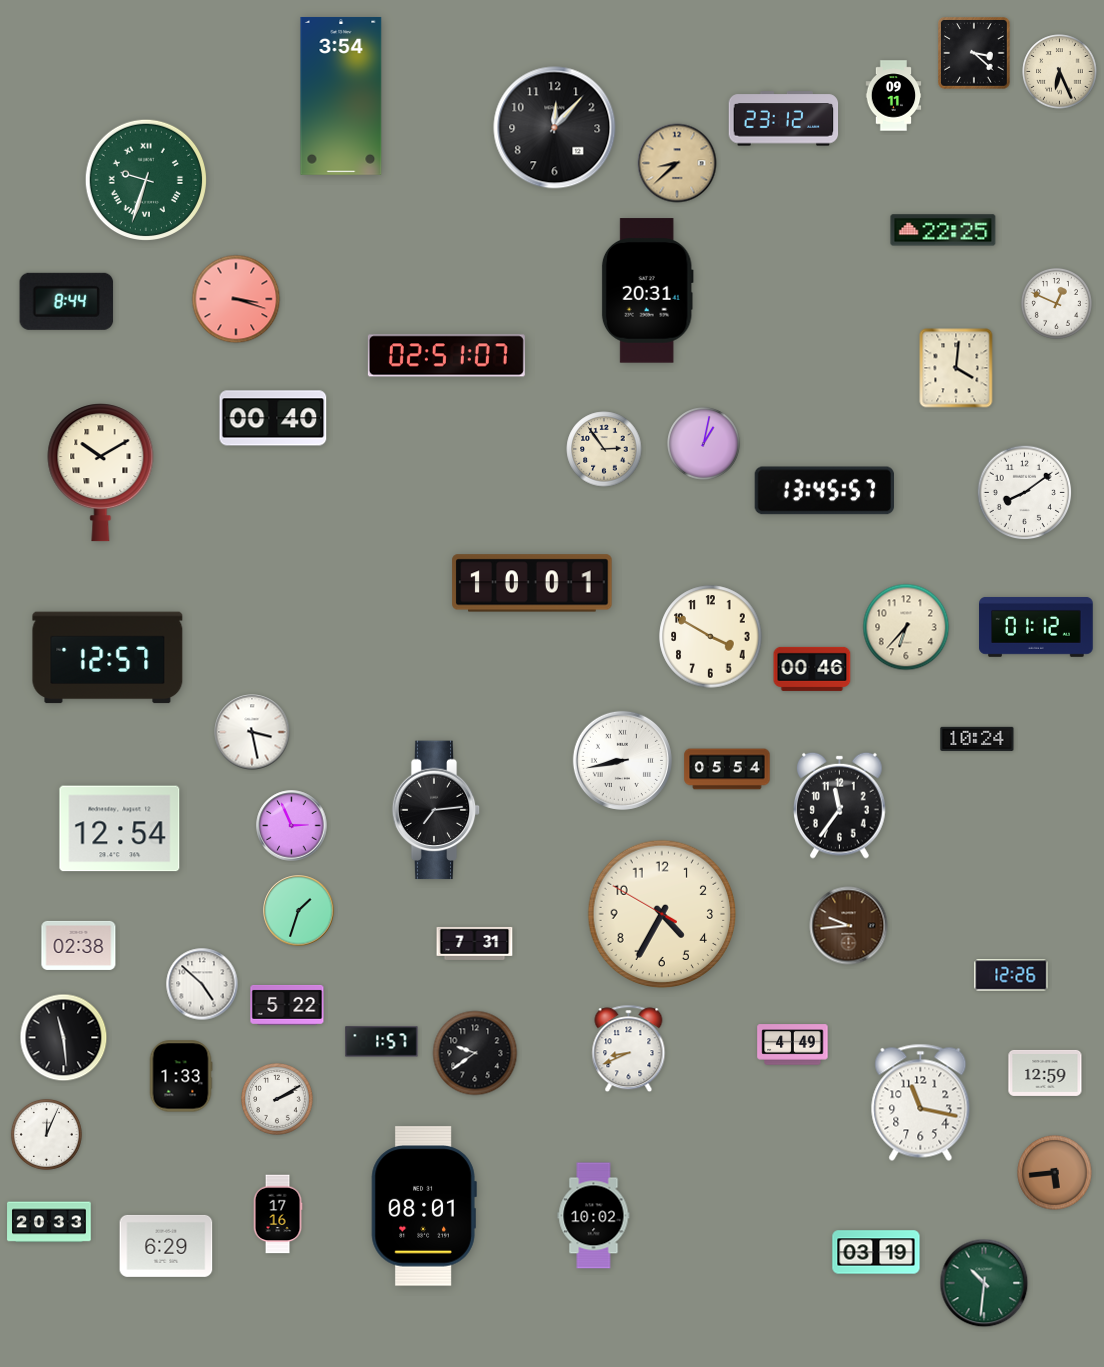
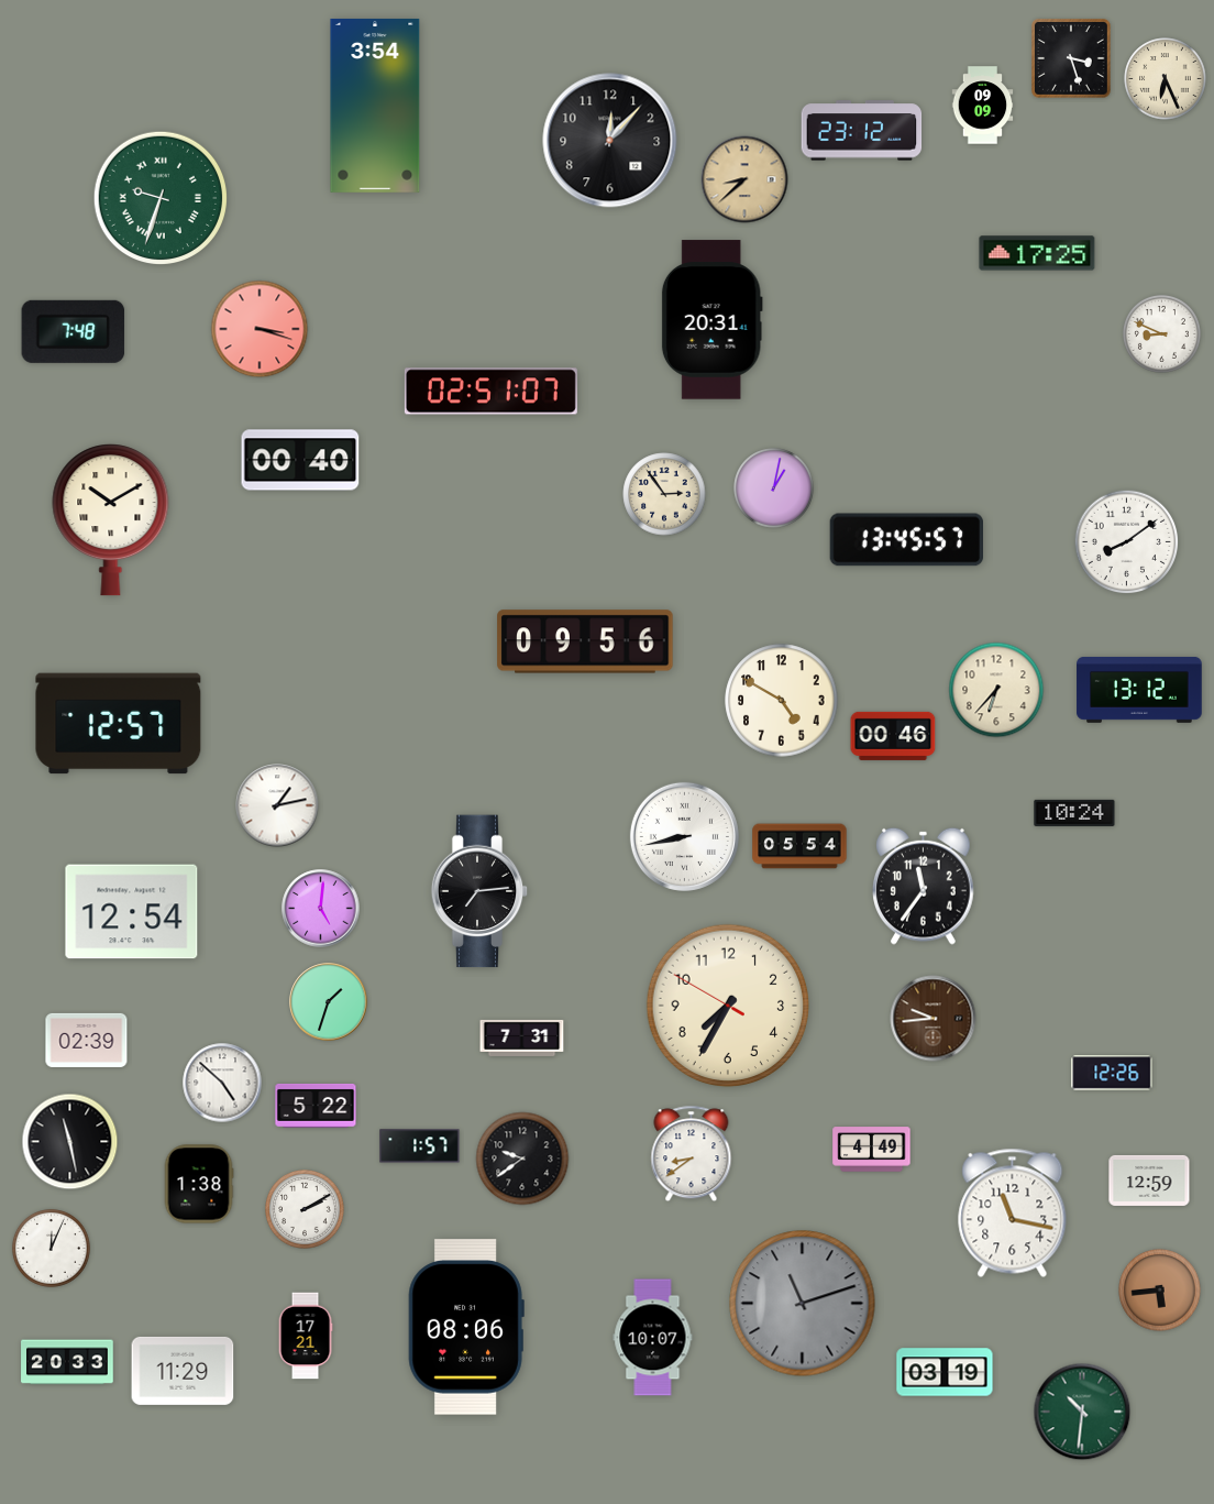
clock at (974, 53): 3:22 -> 3:27
clock at (894, 96): 09:11 -> 09:09
clock at (943, 230): 22:25 -> 17:25
clock at (67, 301): 8:44 -> 7:48
clock at (1056, 303): 12:49 -> 8:49
clock at (956, 368): 4:01 -> none
clock at (532, 583): 10:01 -> 09:56
clock at (1036, 627): 01:12 -> 13:12
clock at (711, 637): 3:50 -> 4:50
clock at (252, 732): 3:28 -> 1:13
clock at (292, 826): 2:56 -> 5:01
clock at (662, 914): 4:34 -> 7:34
clock at (79, 945): 02:38 -> 02:39
clock at (64, 1038): 11:29 -> 11:28
clock at (629, 1049): 8:41 -> 8:39
clock at (181, 1076): 1:33 -> 1:38
clock at (803, 1304): none -> 11:12
clock at (424, 1206): 08:01 -> 08:06
clock at (278, 1214): 17:16 -> 17:21
clock at (594, 1216): 10:02 -> 10:07
clock at (49, 1222) position: (49, 1222) -> (67, 1362)
clock at (166, 1246): 6:29 -> 11:29
clock at (876, 1252) position: (876, 1252) -> (945, 1372)
